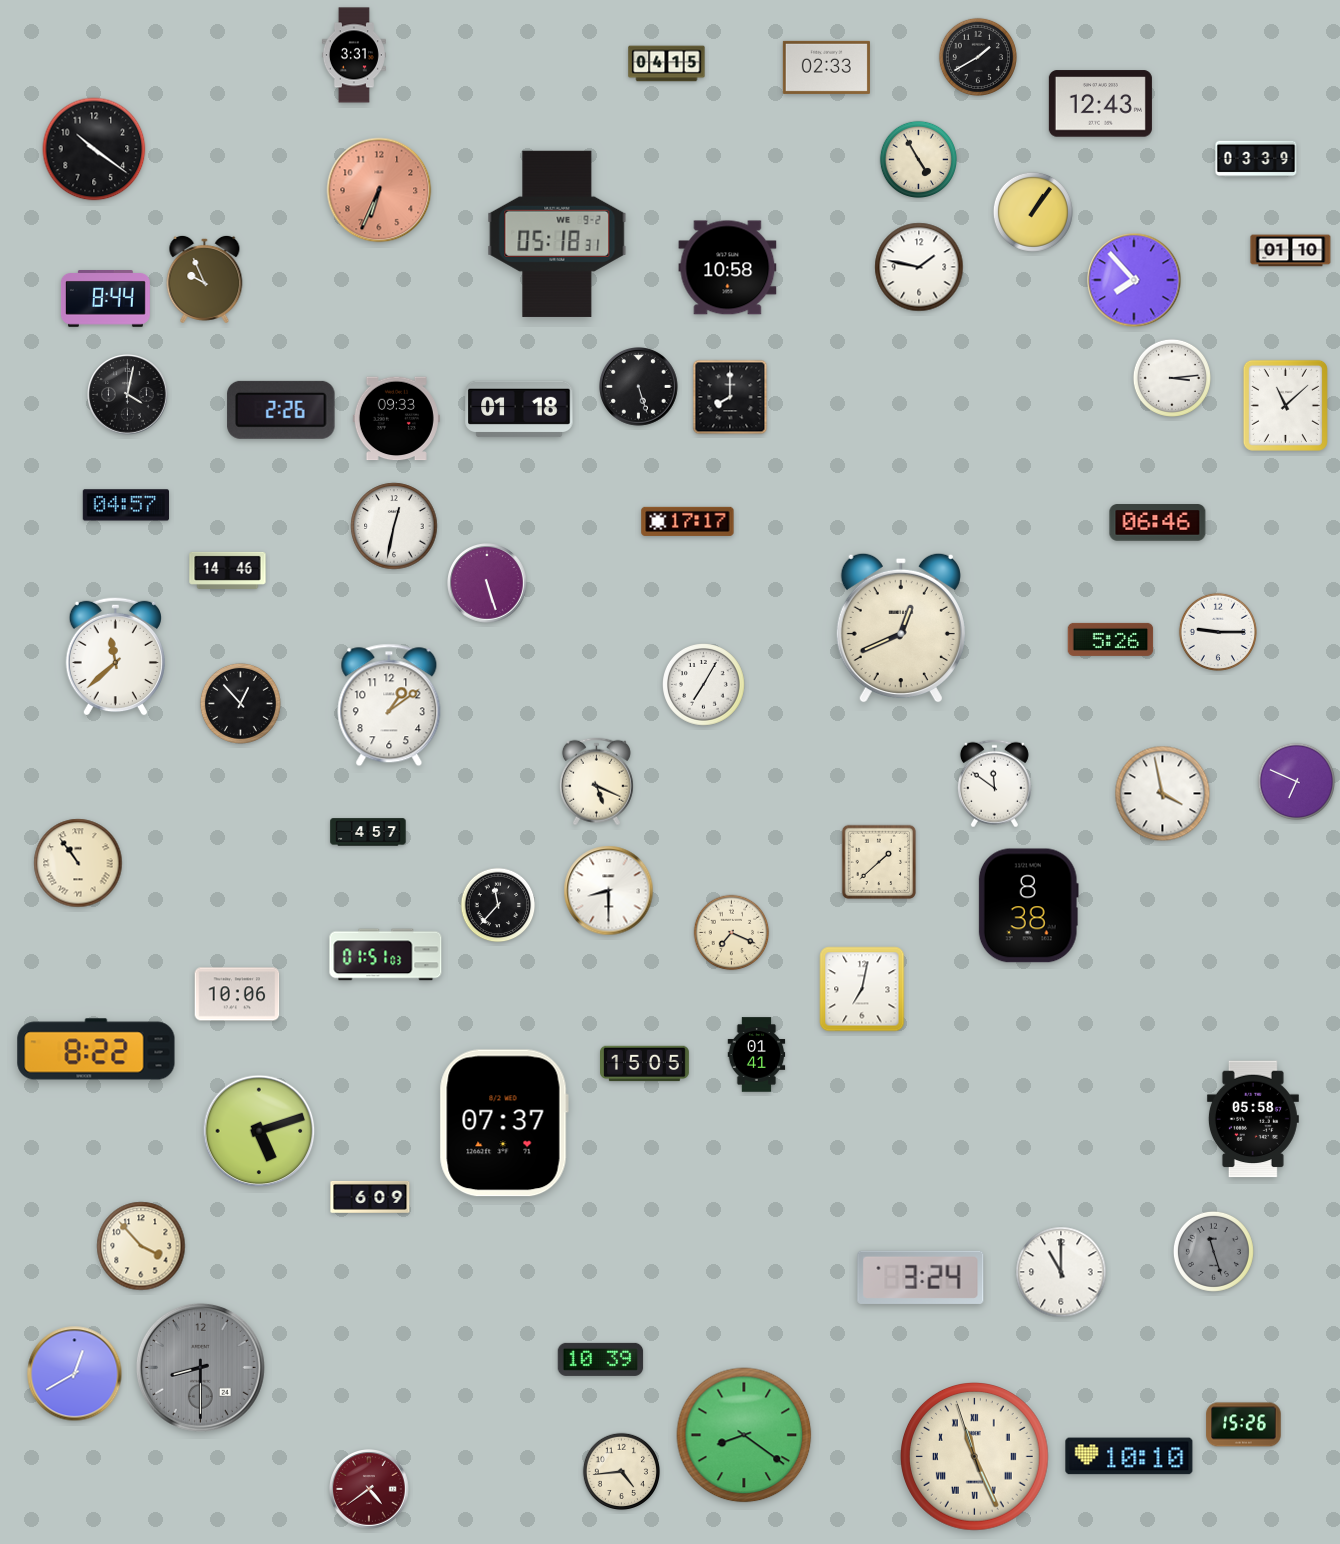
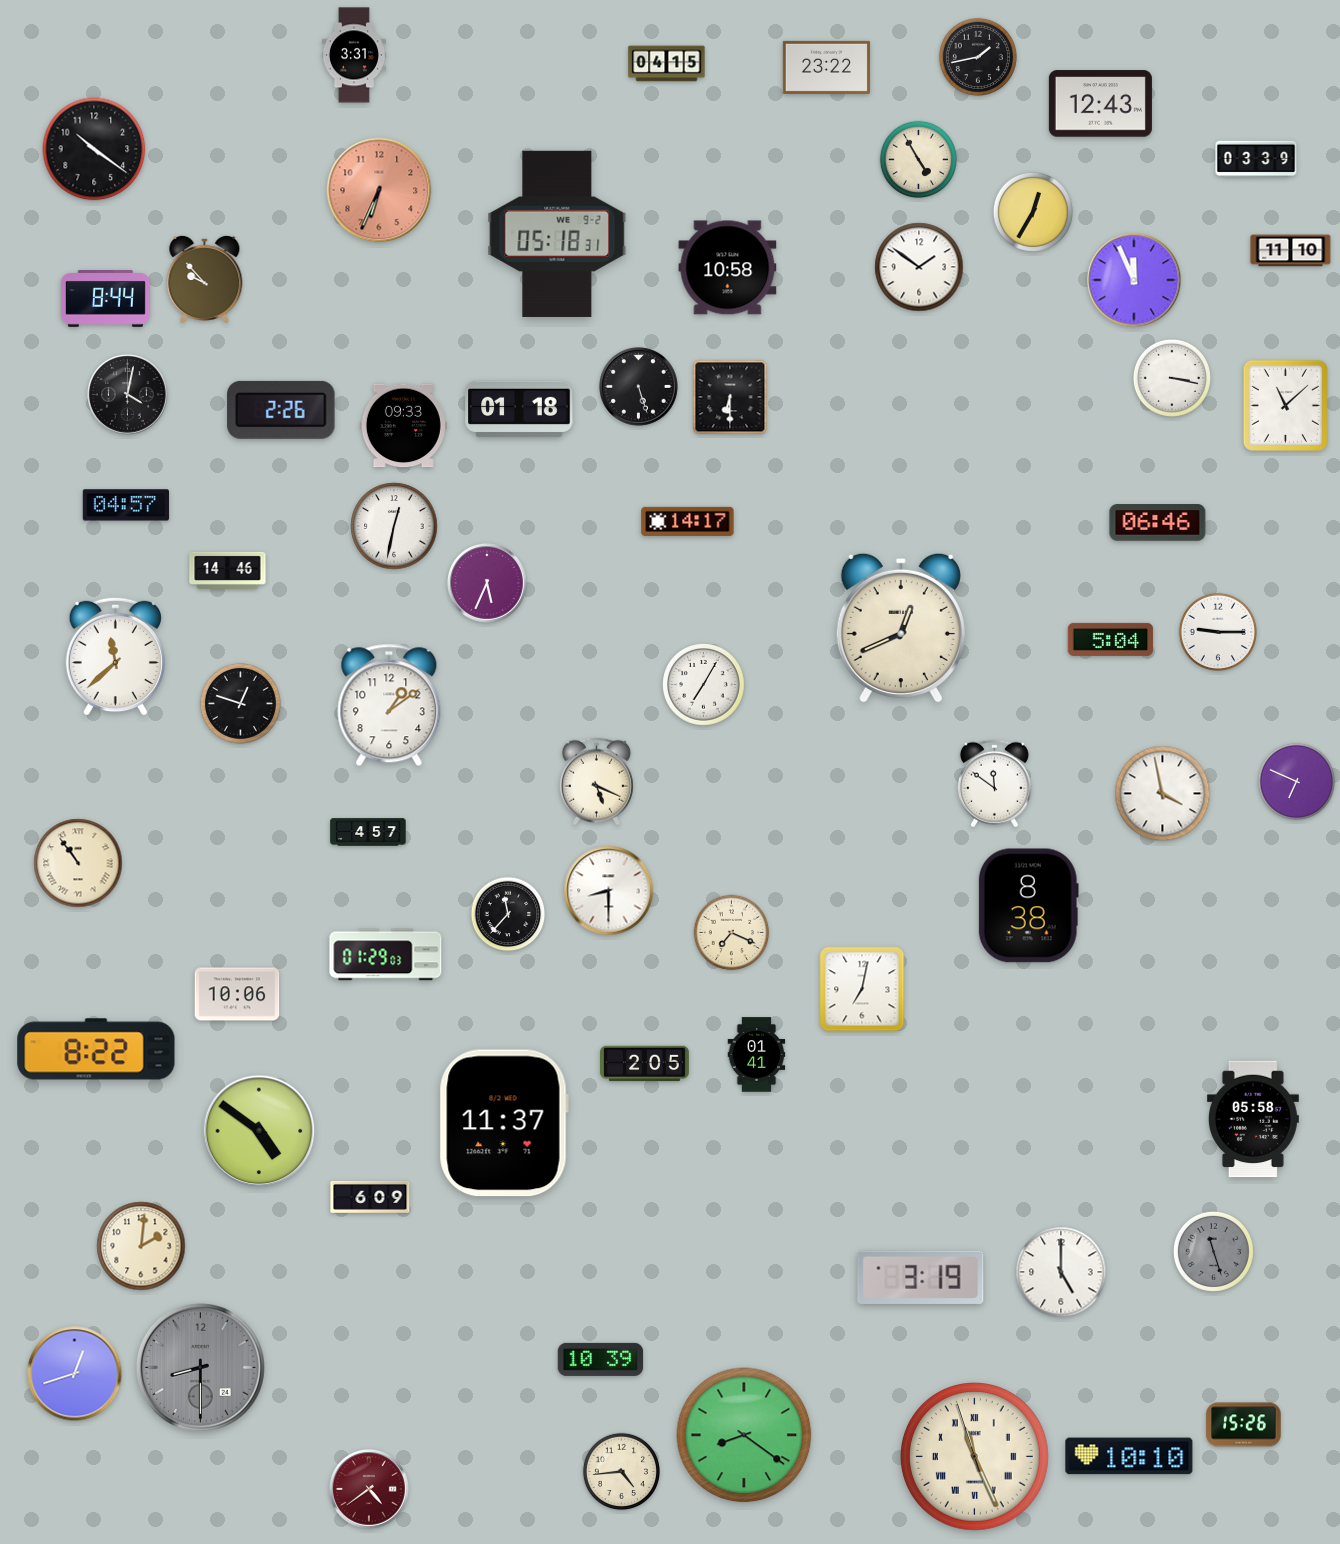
clock at (978, 57): 1:40 -> 1:43
clock at (826, 67): 02:33 -> 23:22
clock at (1033, 212): 1:06 -> 12:35
clock at (1291, 251): 01:10 -> 11:10
clock at (919, 267): 1:47 -> 1:51
clock at (205, 279): 9:56 -> 9:53
clock at (1134, 280): 7:53 -> 11:56
clock at (1172, 378): 3:14 -> 3:17
clock at (730, 397): 8:00 -> 6:30
clock at (396, 419) position: (396, 419) -> (403, 426)
clock at (688, 521): 17:17 -> 14:17
clock at (487, 583): 5:27 -> 5:34
clock at (1111, 639): 5:26 -> 5:04
clock at (240, 703): 12:53 -> 12:48
clock at (879, 862): 1:38 -> none
clock at (498, 905) position: (498, 905) -> (508, 914)
clock at (386, 955): 01:51 -> 01:29
clock at (645, 1064): 15:05 -> 2:05
clock at (504, 1123): 07:37 -> 11:37
clock at (259, 1131): 5:12 -> 4:51
clock at (141, 1246): 3:53 -> 2:01
clock at (1061, 1272): 11:00 -> 5:00
clock at (921, 1277): 3:24 -> 3:19
clock at (75, 1374): 12:40 -> 12:42
